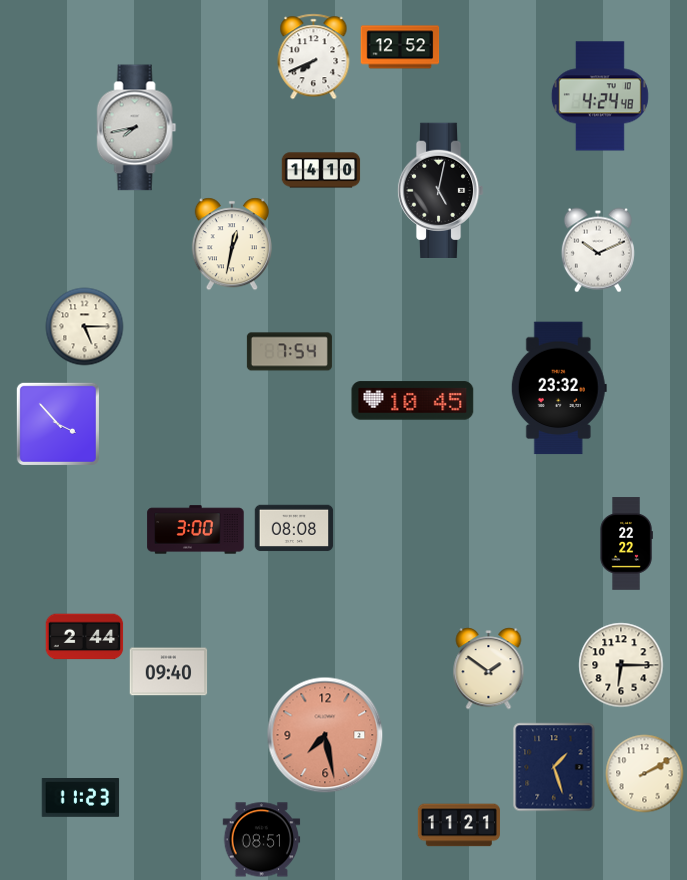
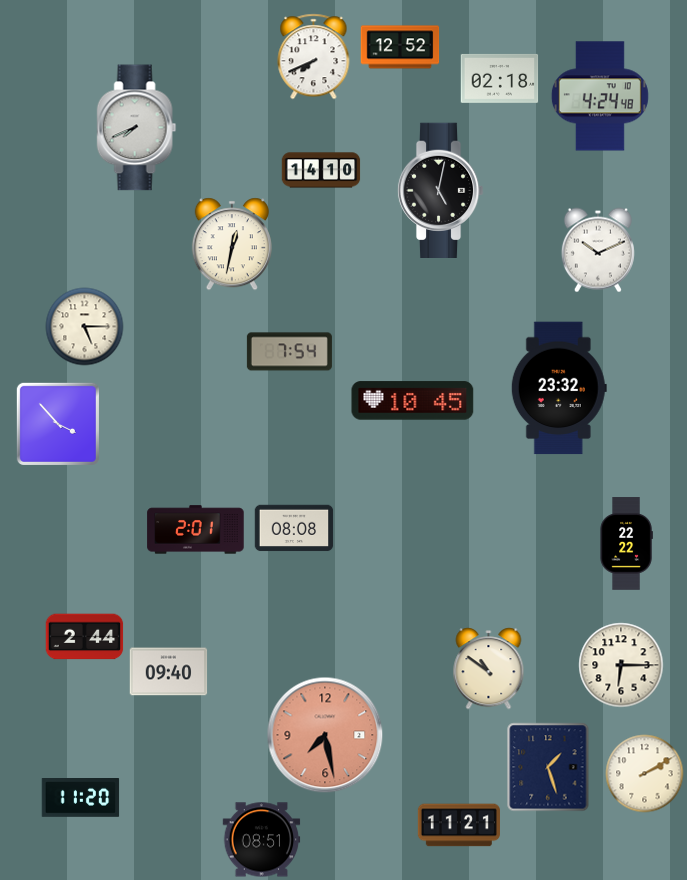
clock at (499, 78): none -> 02:18
clock at (137, 128): 7:43 -> 7:41
clock at (196, 530): 3:00 -> 2:01
clock at (489, 668): 1:51 -> 10:51
clock at (554, 767) position: (554, 767) -> (548, 767)
clock at (80, 798): 11:23 -> 11:20
